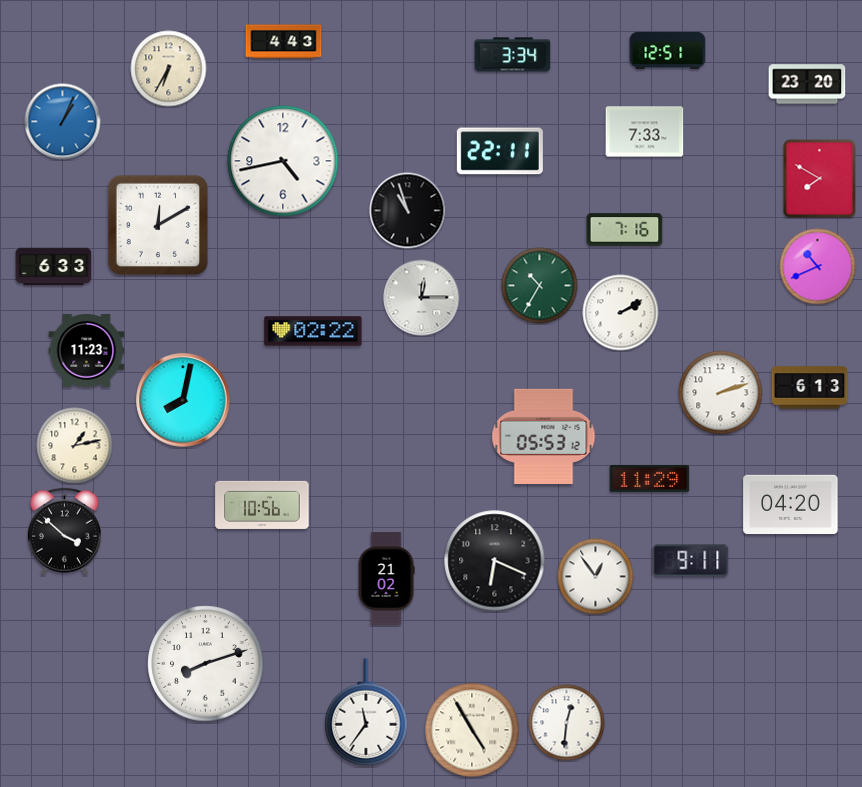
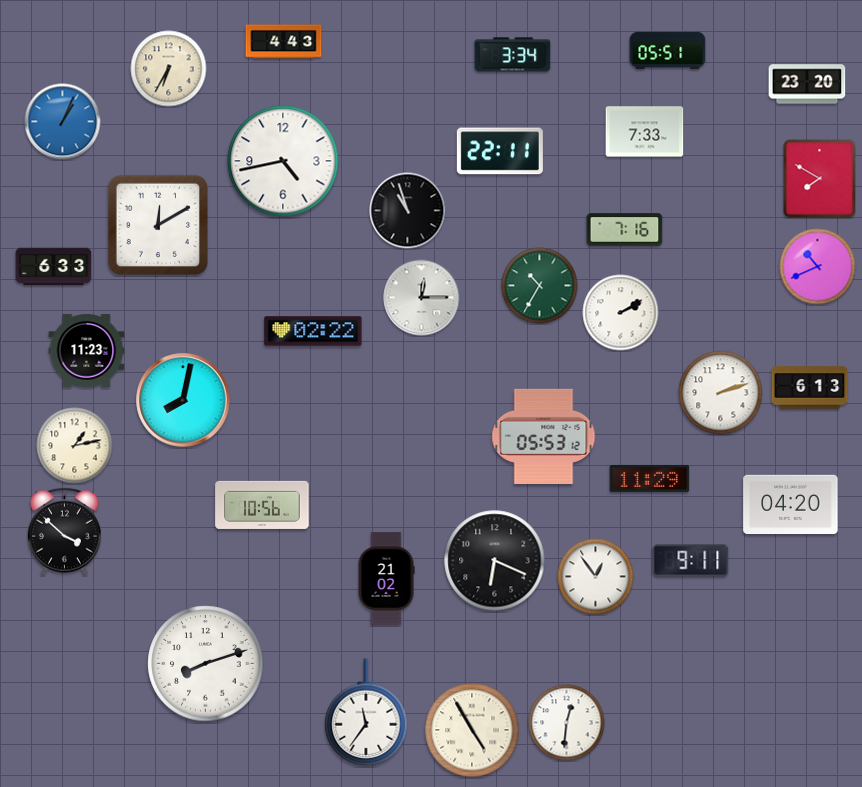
clock at (668, 51): 12:51 -> 05:51
